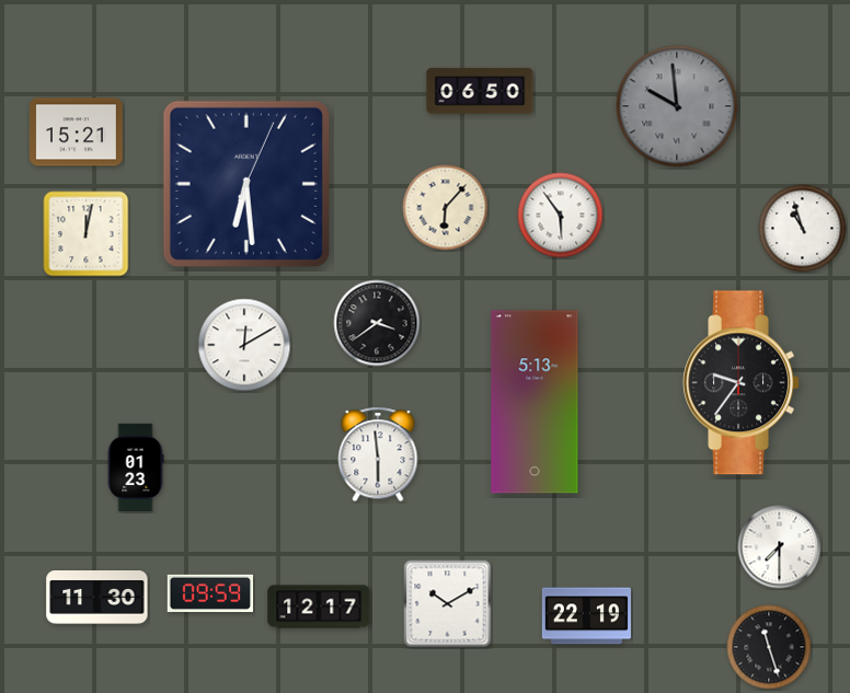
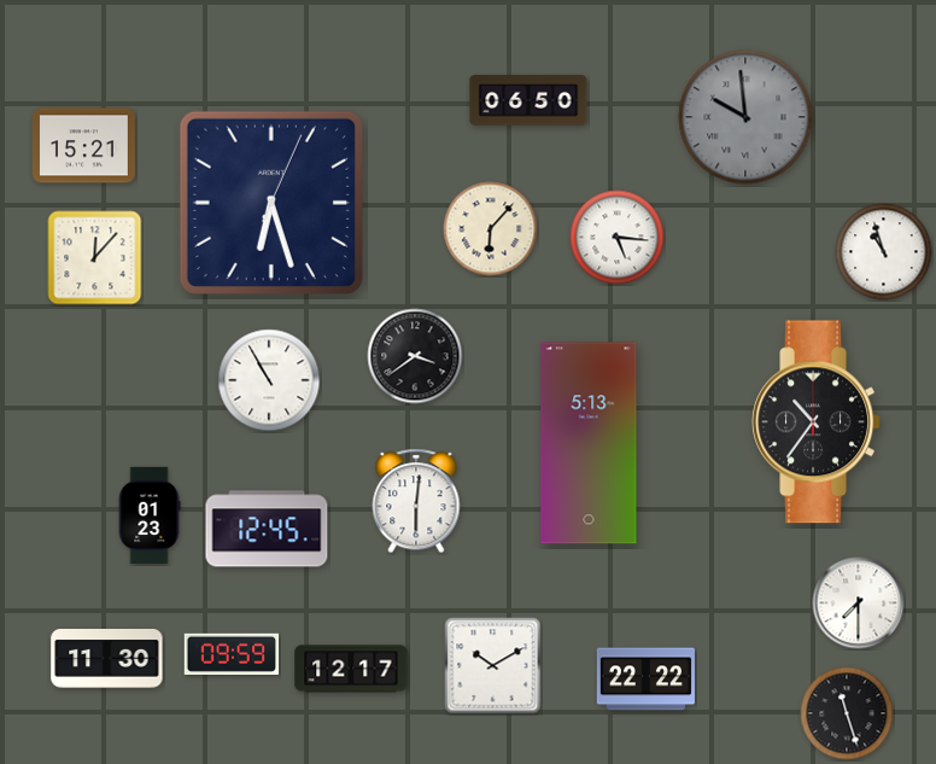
clock at (246, 184): 6:29 -> 6:27
clock at (561, 216): 5:54 -> 5:16
clock at (87, 234): 12:02 -> 12:07
clock at (244, 345): 12:10 -> 10:55
clock at (740, 383): 9:36 -> 10:36
clock at (378, 454): 5:59 -> 6:01
clock at (267, 529): none -> 12:45
clock at (586, 616): 22:19 -> 22:22
